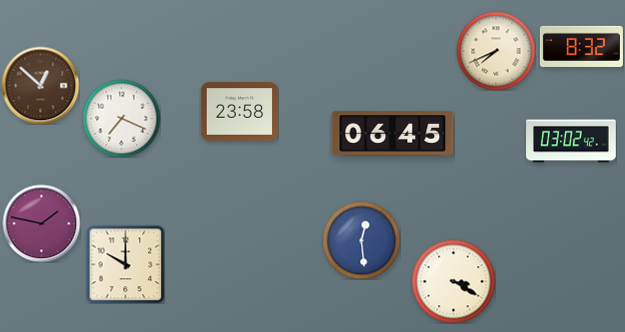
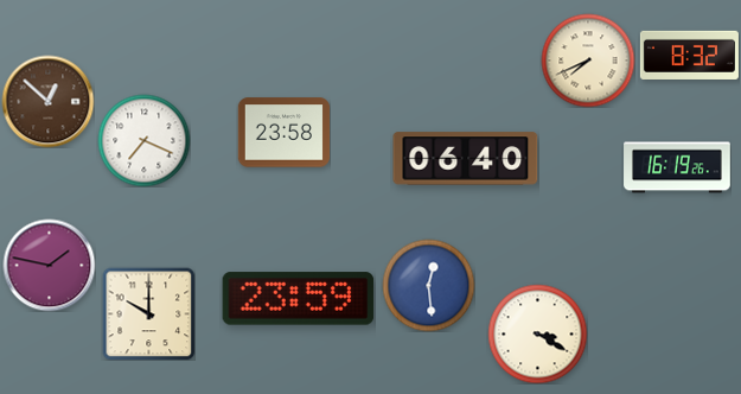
clock at (393, 134): 06:45 -> 06:40
clock at (571, 141): 03:02 -> 16:19
clock at (299, 299): none -> 23:59
